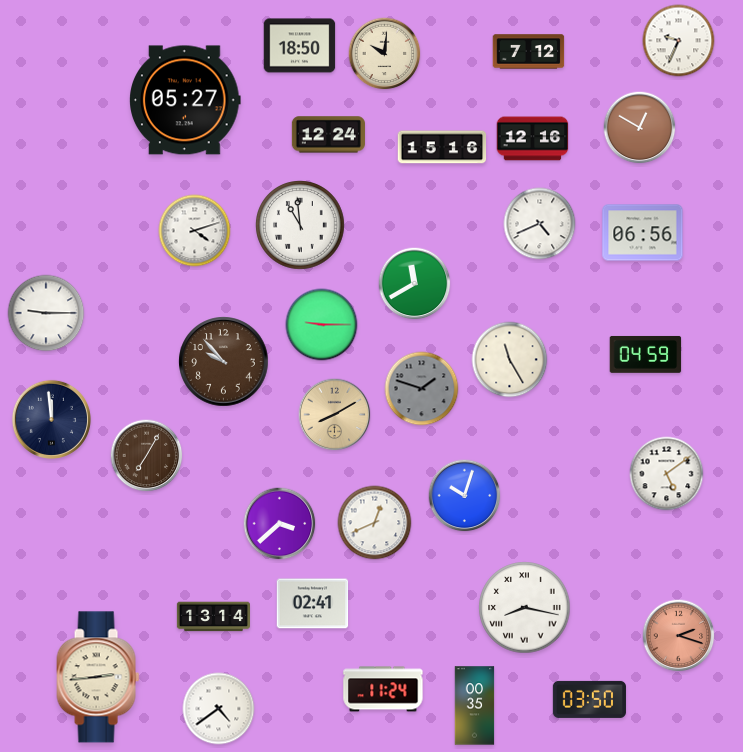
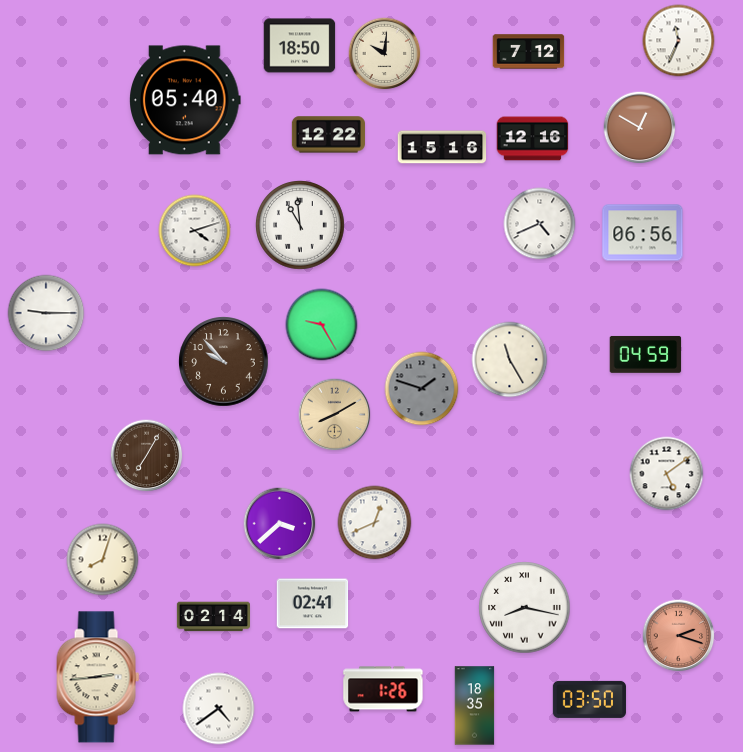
clock at (679, 41): 9:34 -> 11:34
clock at (186, 100): 05:27 -> 05:40
clock at (328, 135): 12:24 -> 12:22
clock at (415, 284): 11:40 -> none
clock at (322, 325): 9:15 -> 9:25
clock at (51, 419): 11:59 -> none
clock at (465, 496): 10:03 -> none
clock at (103, 560): none -> 8:03
clock at (213, 617): 13:14 -> 02:14
clock at (383, 689): 11:24 -> 1:26
clock at (475, 706): 00:35 -> 18:35
